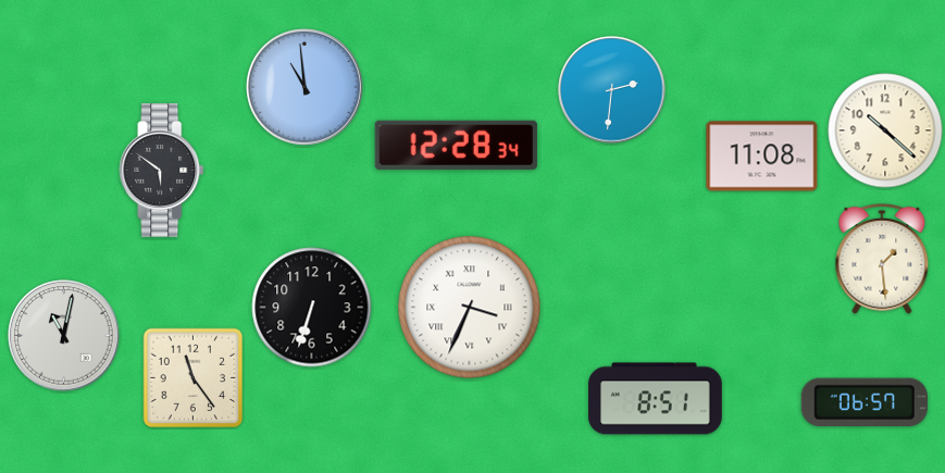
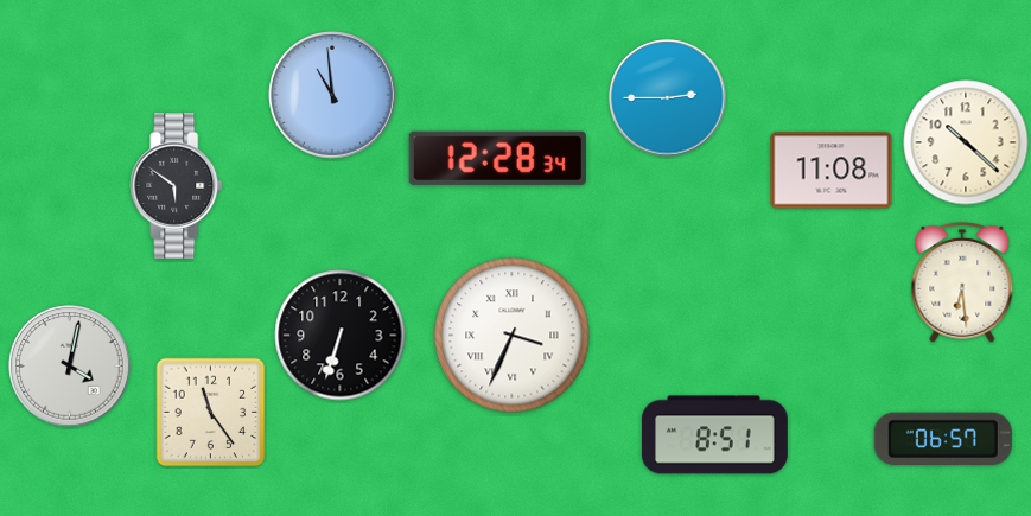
clock at (612, 90): 2:31 -> 2:45
clock at (882, 259): 1:29 -> 6:29
clock at (64, 336): 11:02 -> 4:02
